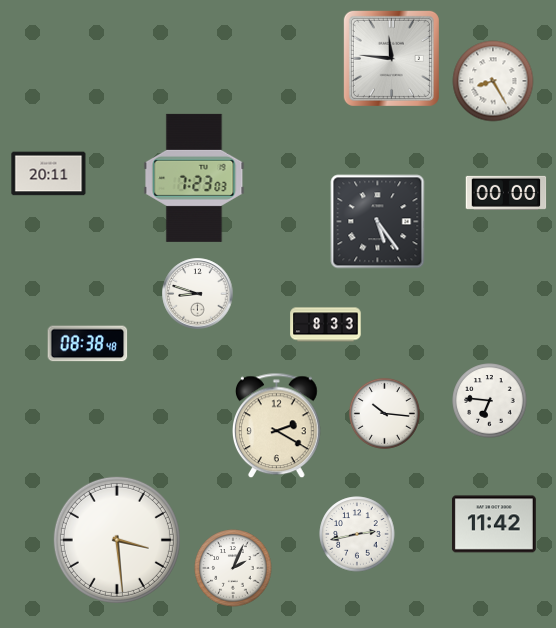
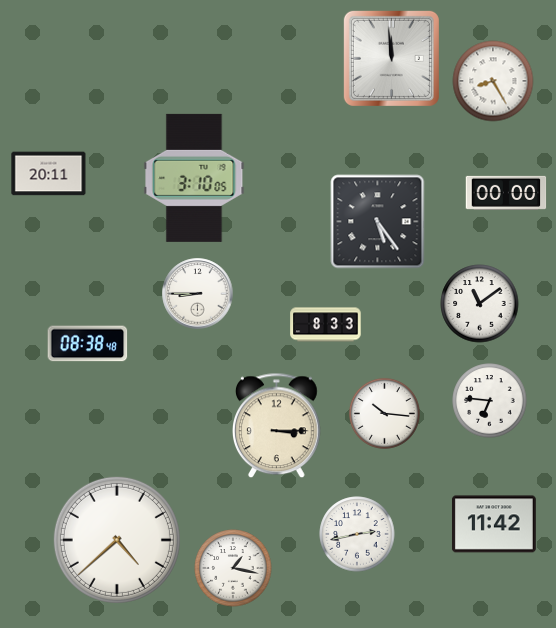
clock at (391, 58): 11:46 -> 11:59
clock at (194, 178): 7:23 -> 3:10
clock at (198, 294): 8:48 -> 8:45
clock at (480, 304): none -> 11:09
clock at (277, 426): 2:20 -> 3:15
clock at (117, 540): 3:29 -> 4:38
clock at (233, 568): 2:04 -> 1:17
